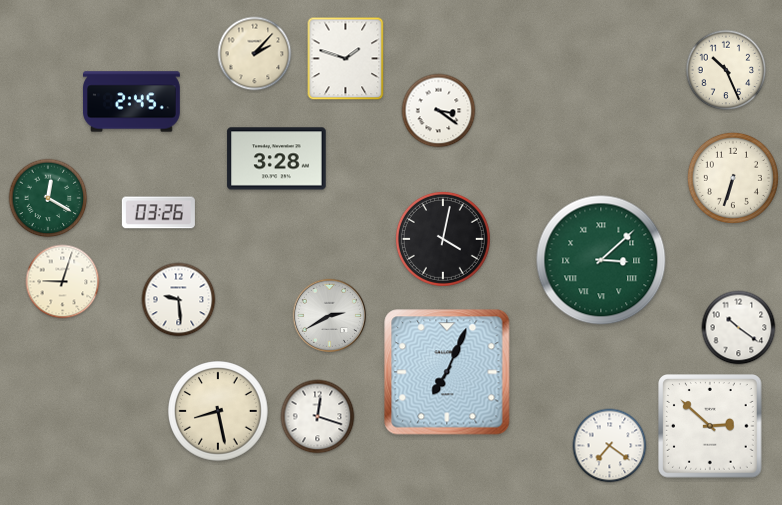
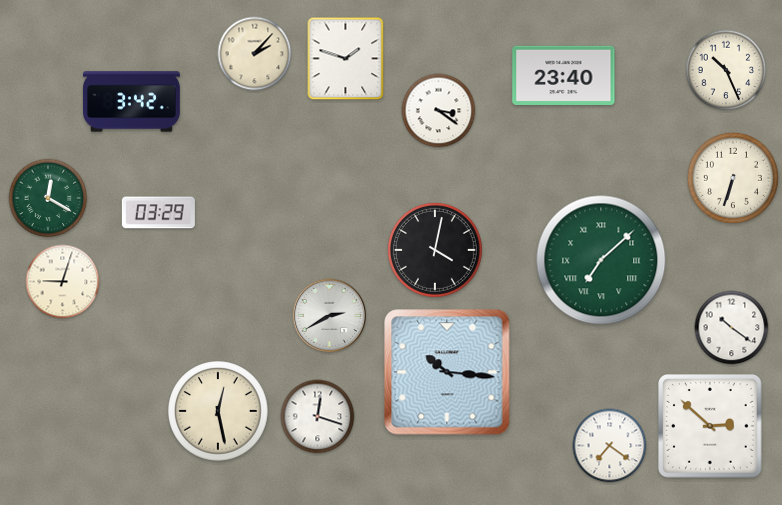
clock at (564, 75): none -> 23:40
clock at (132, 102): 2:45 -> 3:42
clock at (277, 159): 3:28 -> none
clock at (158, 213): 03:26 -> 03:29
clock at (443, 239) position: (443, 239) -> (435, 250)
clock at (601, 260): 3:08 -> 7:08
clock at (179, 300): 9:29 -> none
clock at (739, 328) position: (739, 328) -> (732, 328)
clock at (447, 372): 7:04 -> 10:16
clock at (219, 411): 8:28 -> 12:28
